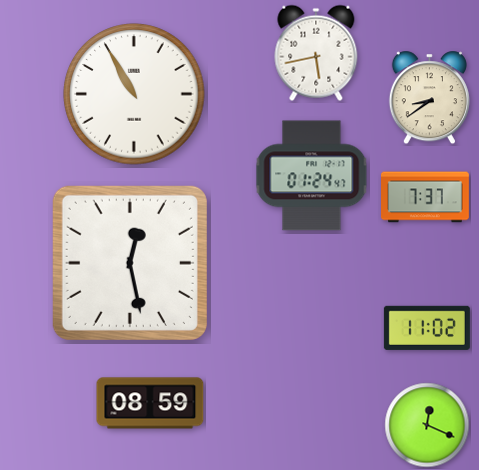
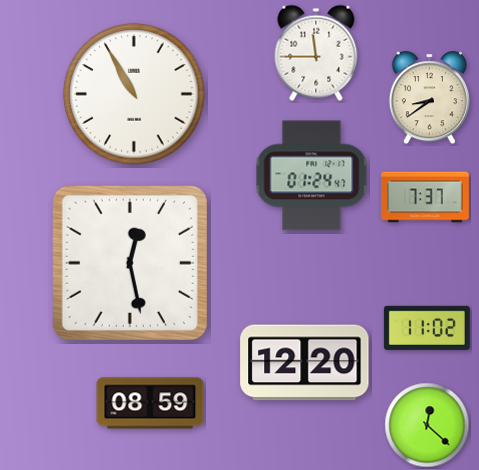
clock at (316, 53): 5:43 -> 11:45
clock at (305, 363): none -> 12:20
clock at (427, 425): 12:19 -> 12:22
